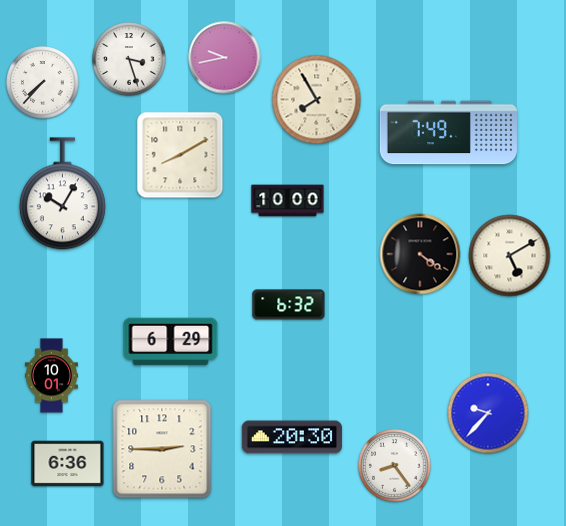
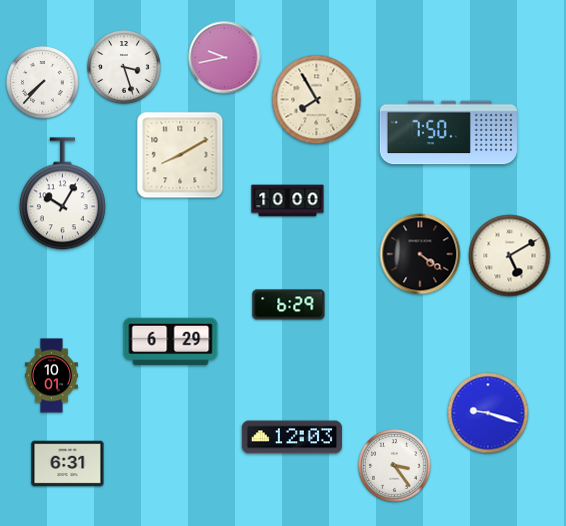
clock at (129, 59) position: (129, 59) -> (124, 67)
clock at (448, 133): 7:49 -> 7:50
clock at (289, 305): 6:32 -> 6:29
clock at (488, 413): 9:37 -> 9:18
clock at (292, 437): 20:30 -> 12:03
clock at (162, 449): 2:45 -> none
clock at (68, 464): 6:36 -> 6:31
clock at (395, 466): 8:24 -> 3:24
